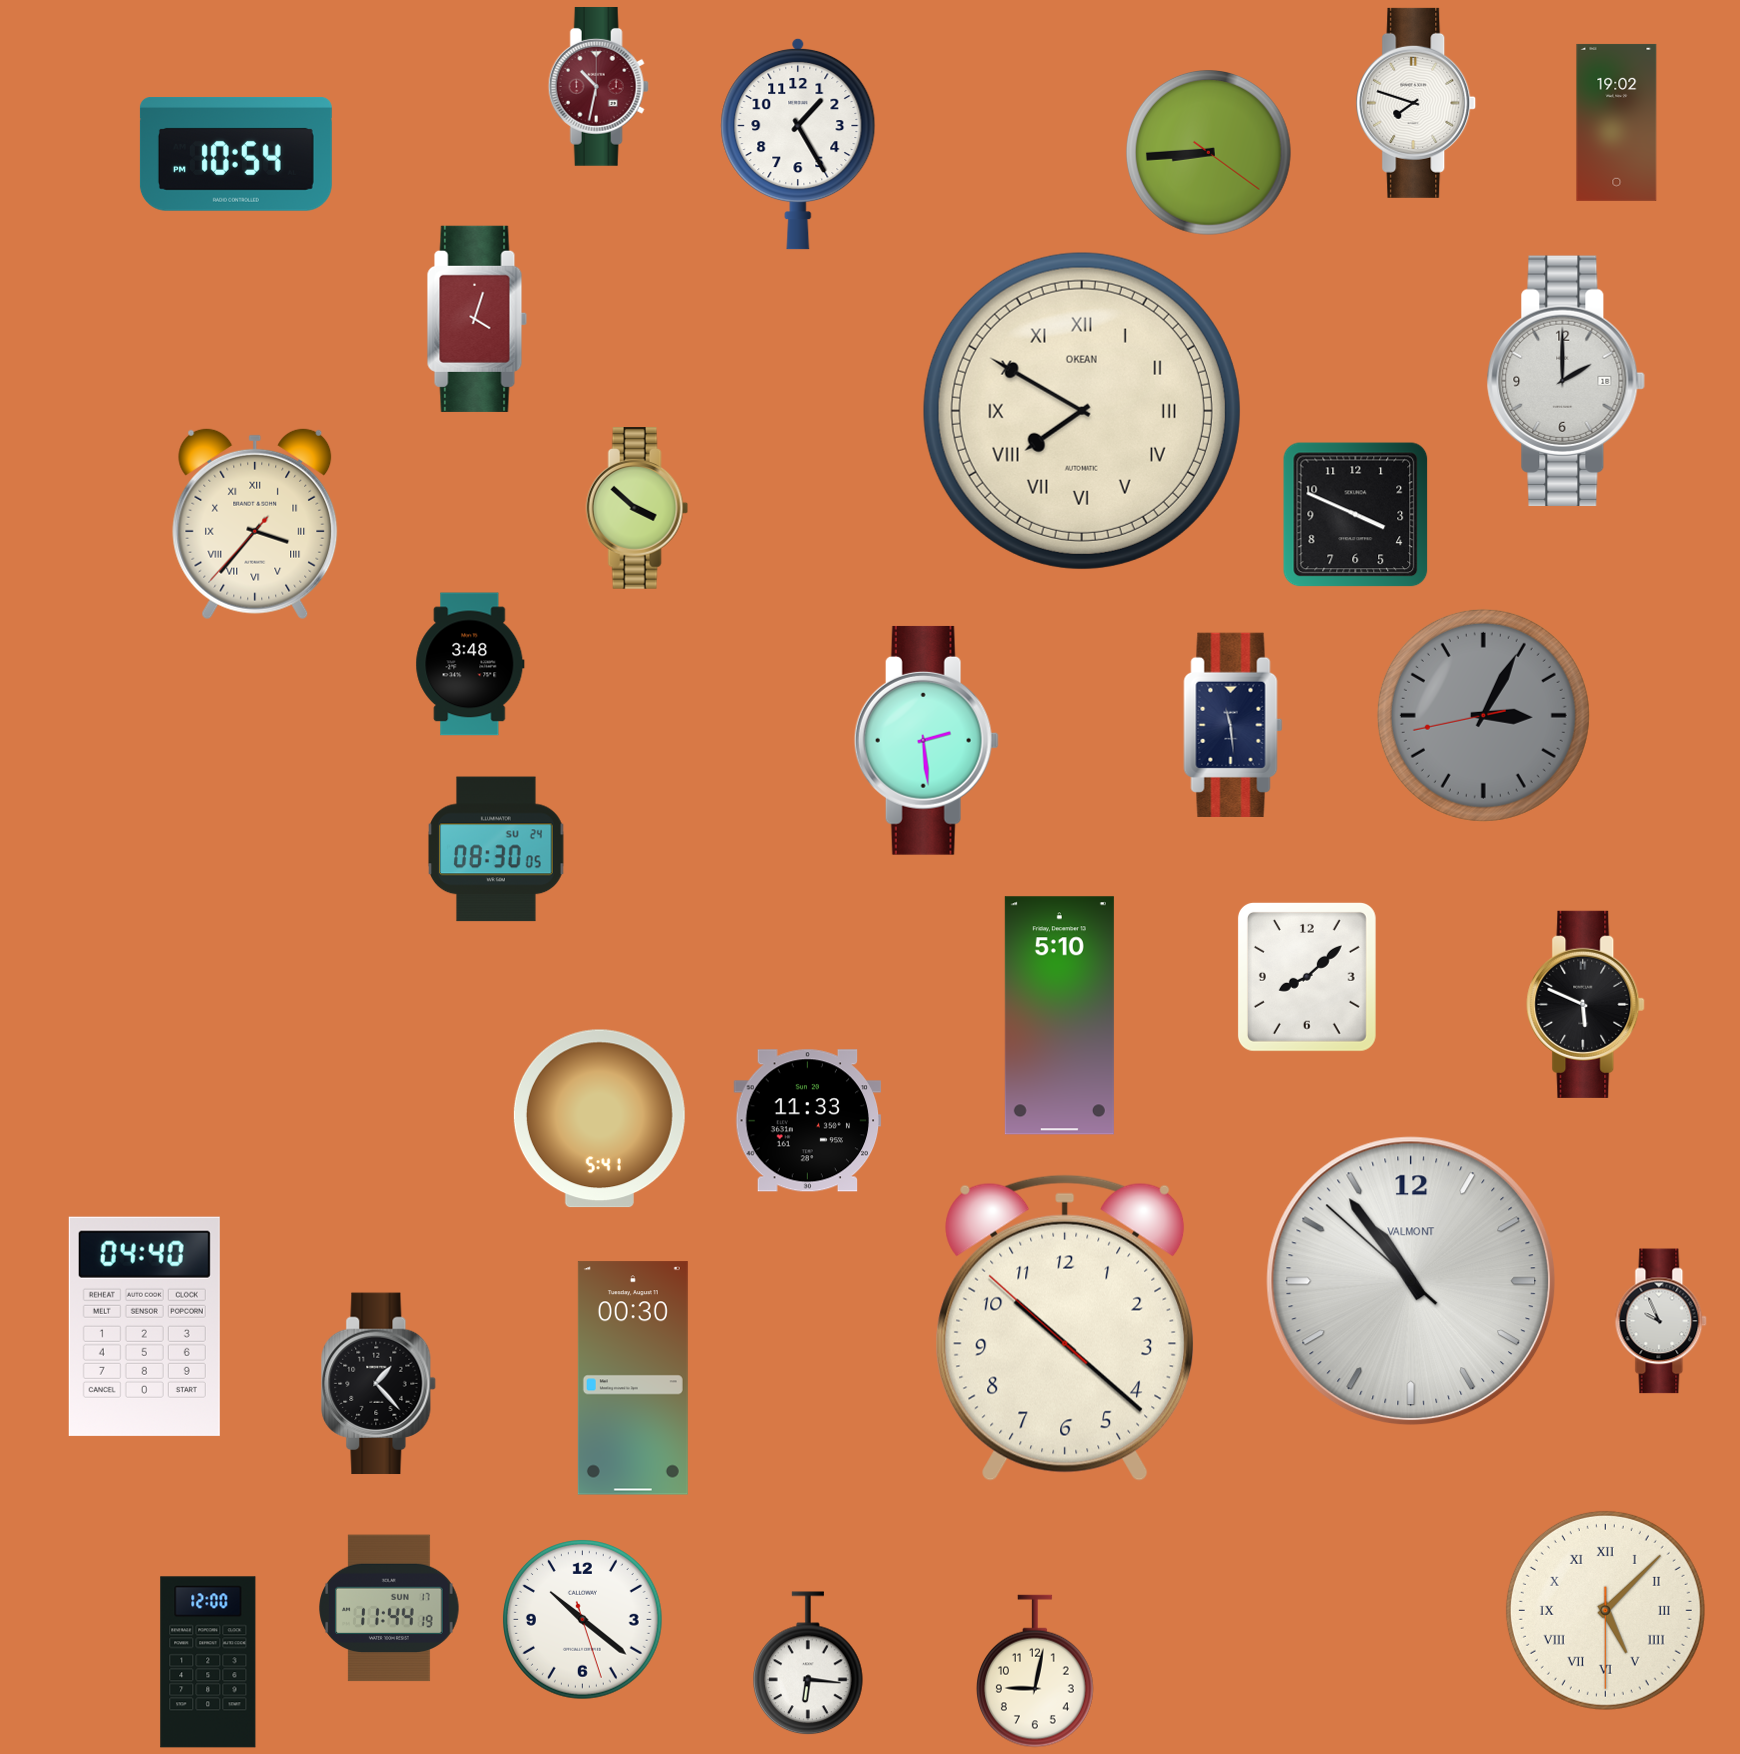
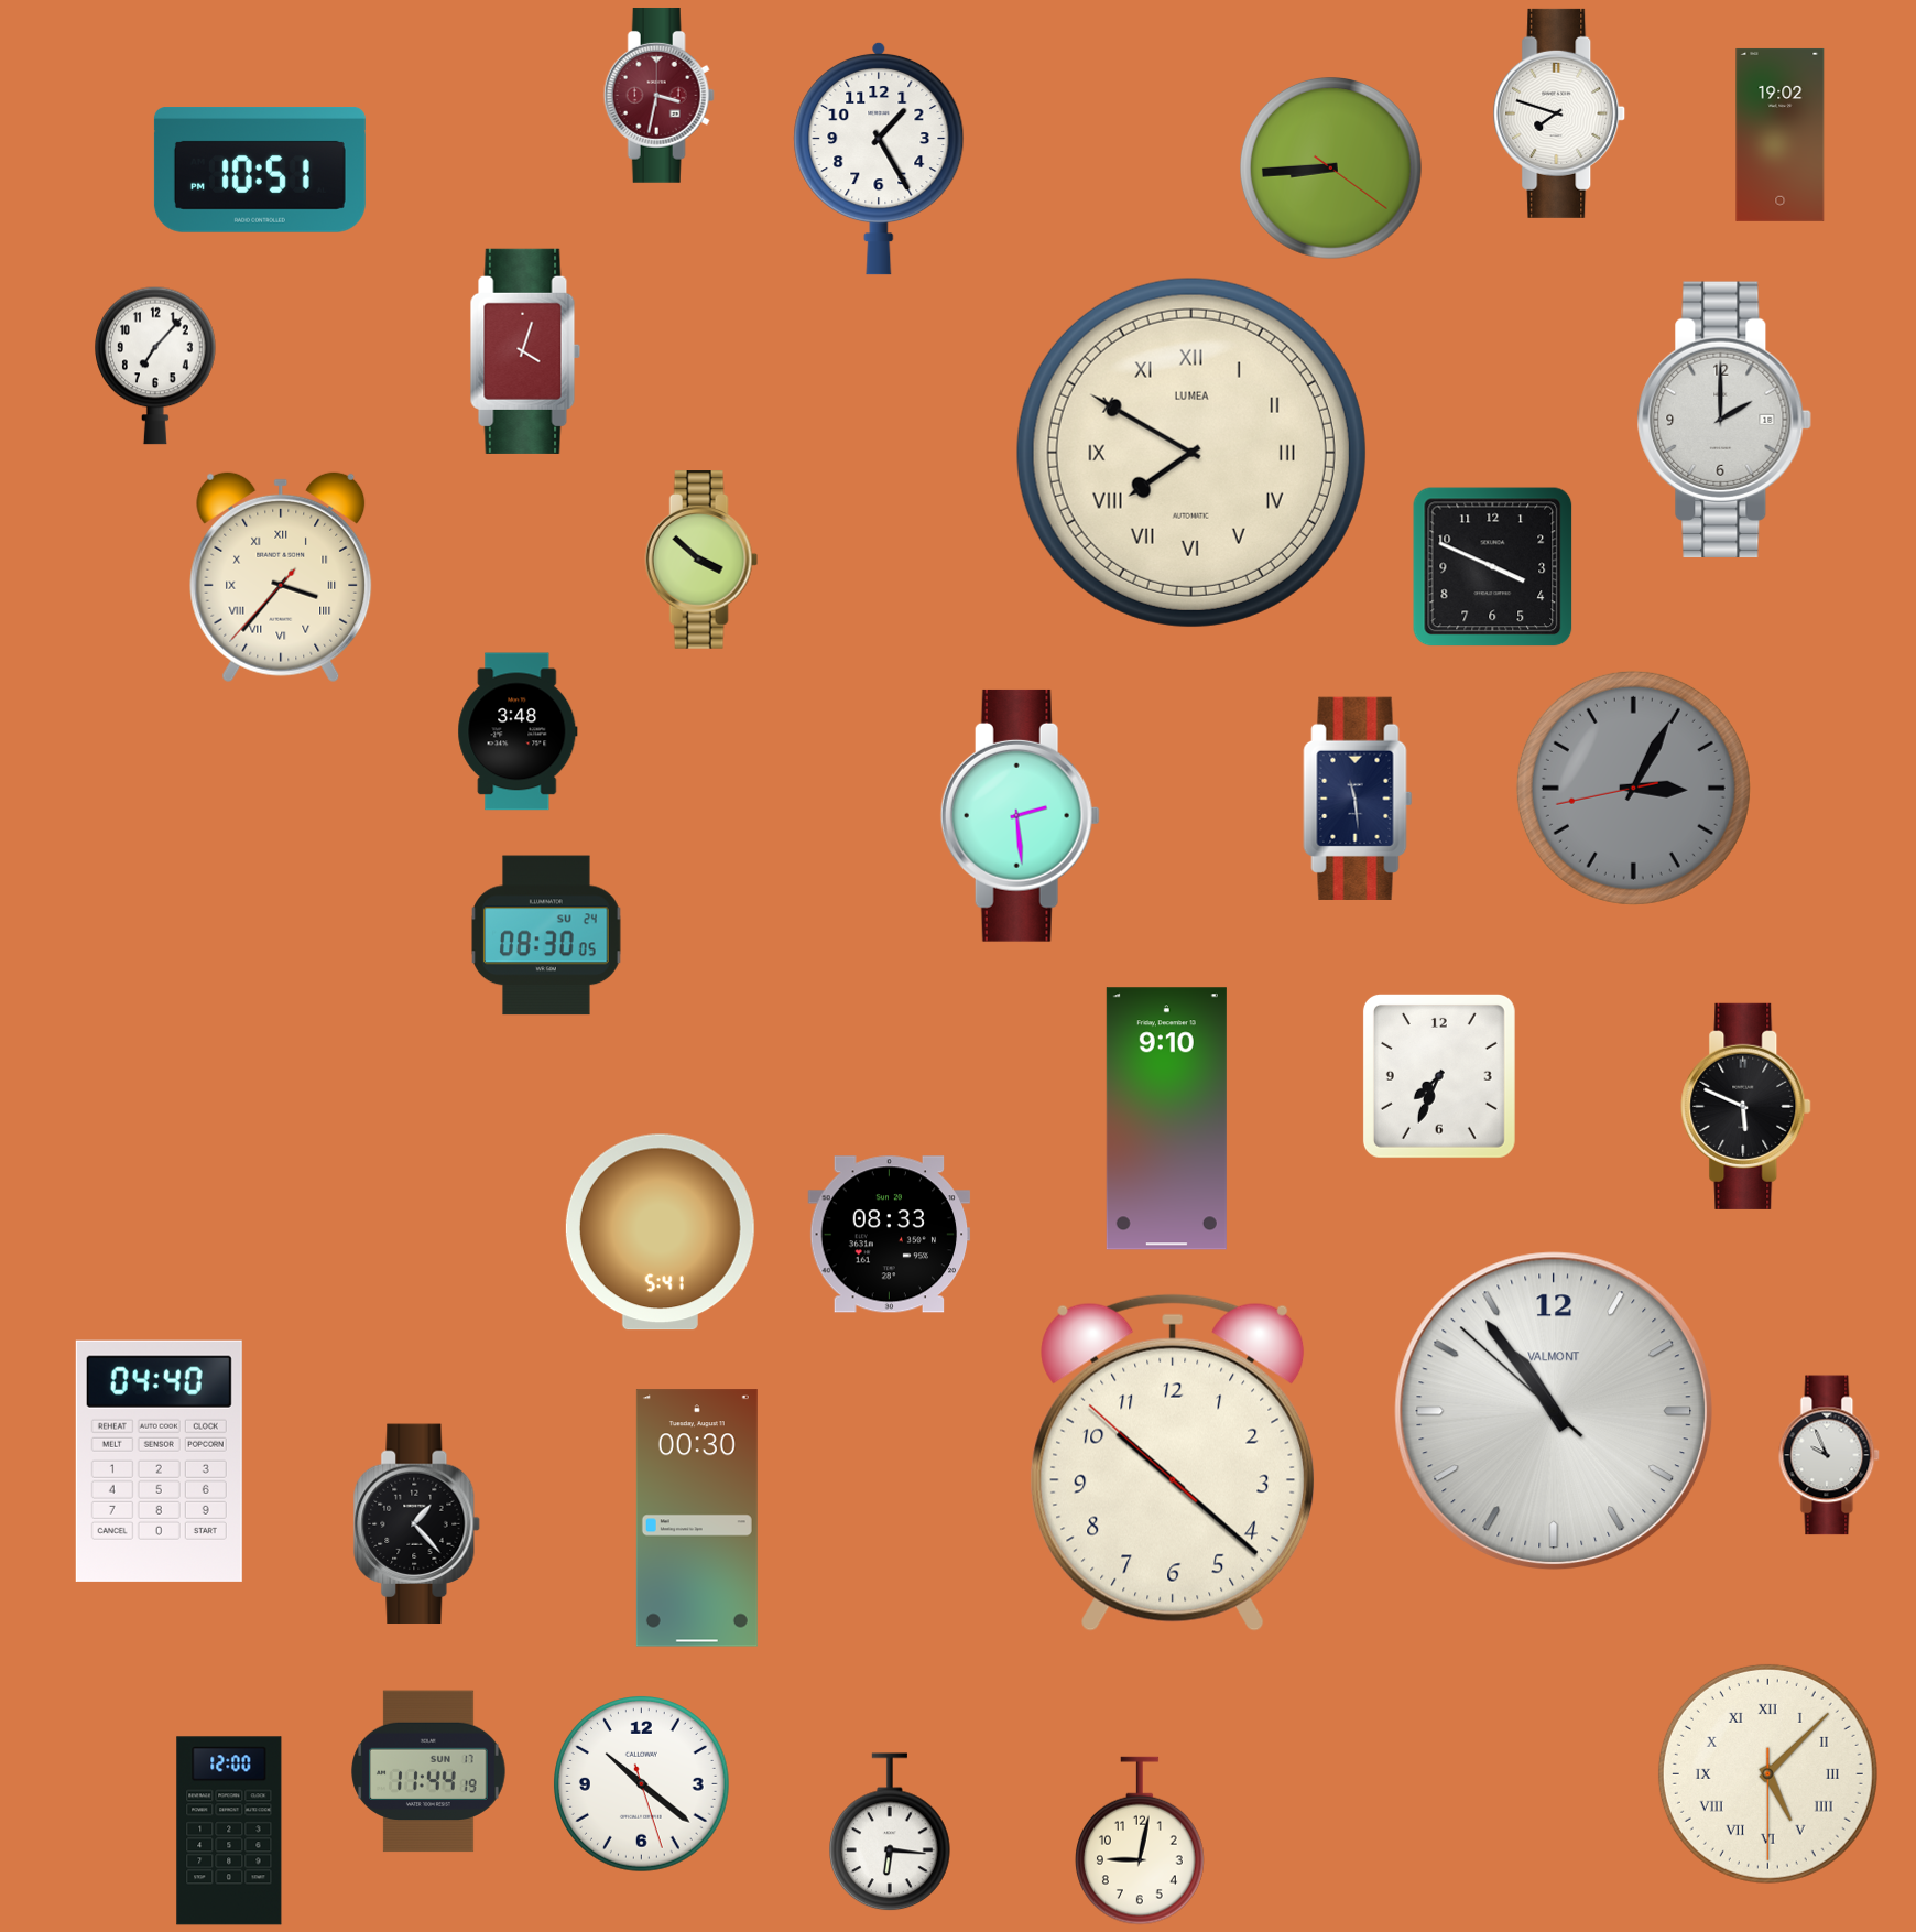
clock at (598, 86): 10:32 -> 3:32
clock at (236, 155): 10:54 -> 10:51
clock at (156, 366): none -> 7:07
clock at (1082, 411) brand: OKEAN -> LUMEA
clock at (1307, 977): 8:08 -> 7:34
clock at (1059, 1016): 5:10 -> 9:10
clock at (808, 1121): 11:33 -> 08:33
